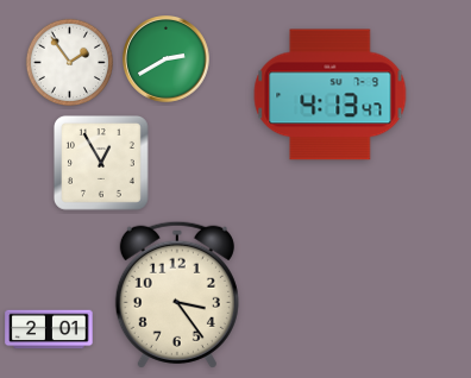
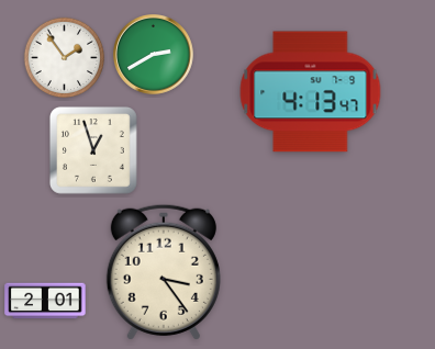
clock at (331, 95) position: (331, 95) -> (311, 92)
clock at (101, 163): 12:55 -> 12:57
clock at (49, 329) position: (49, 329) -> (45, 301)
